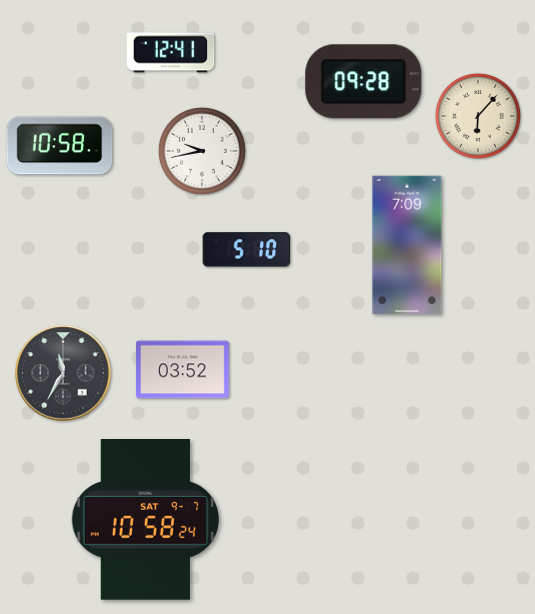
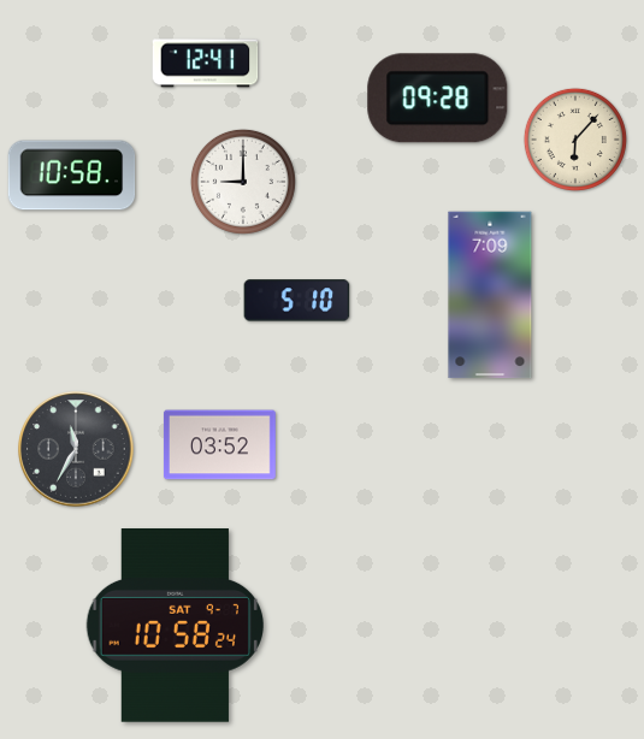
clock at (202, 151): 9:43 -> 9:00
